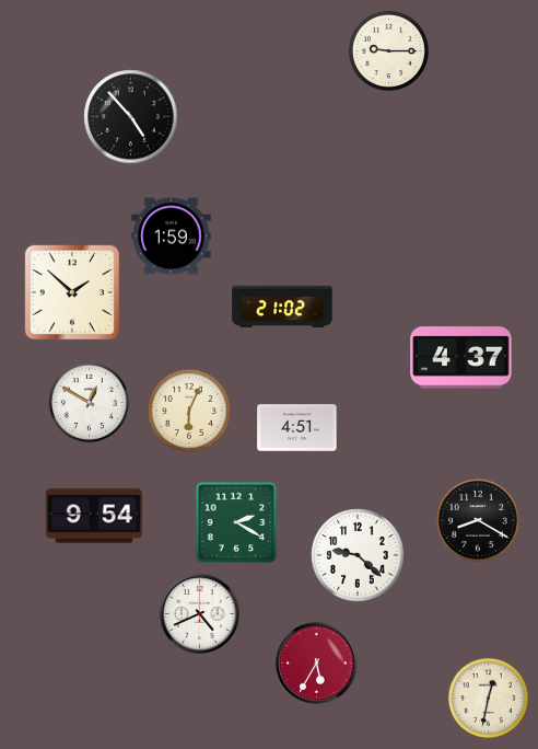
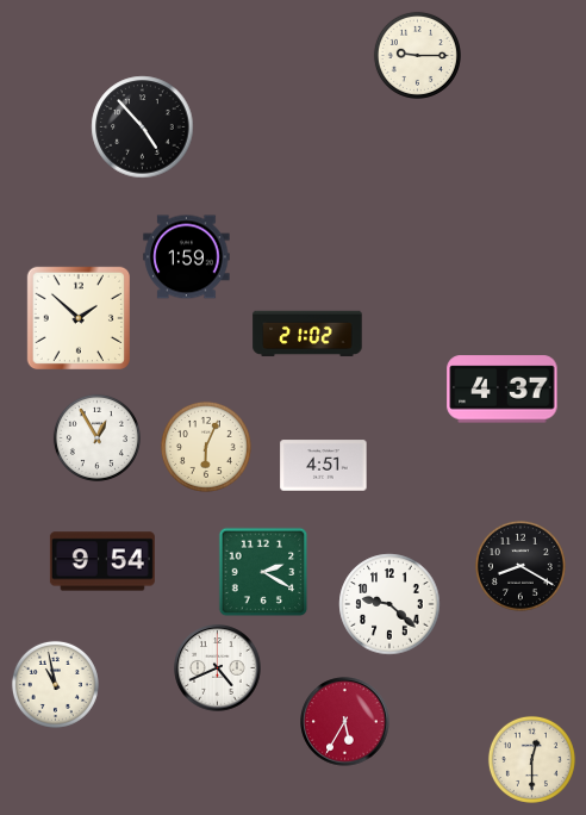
clock at (388, 50) position: (388, 50) -> (417, 55)
clock at (89, 402): 12:50 -> 12:55
clock at (236, 522) position: (236, 522) -> (263, 572)
clock at (55, 684): none -> 10:58
clock at (488, 698): 12:32 -> 12:30
